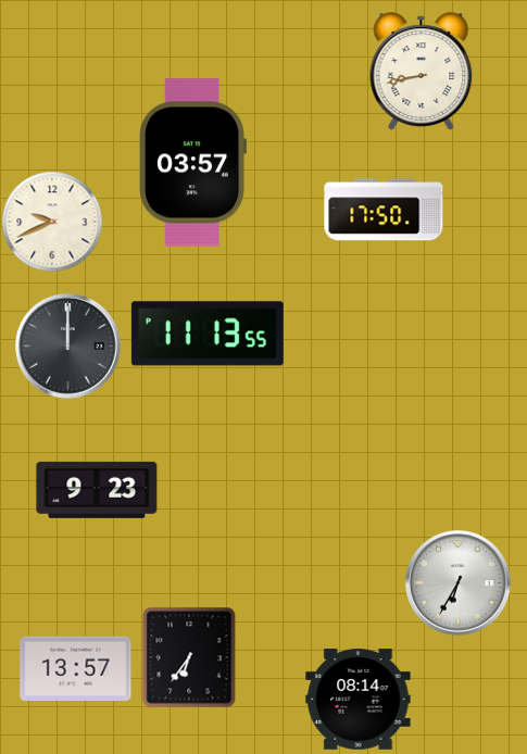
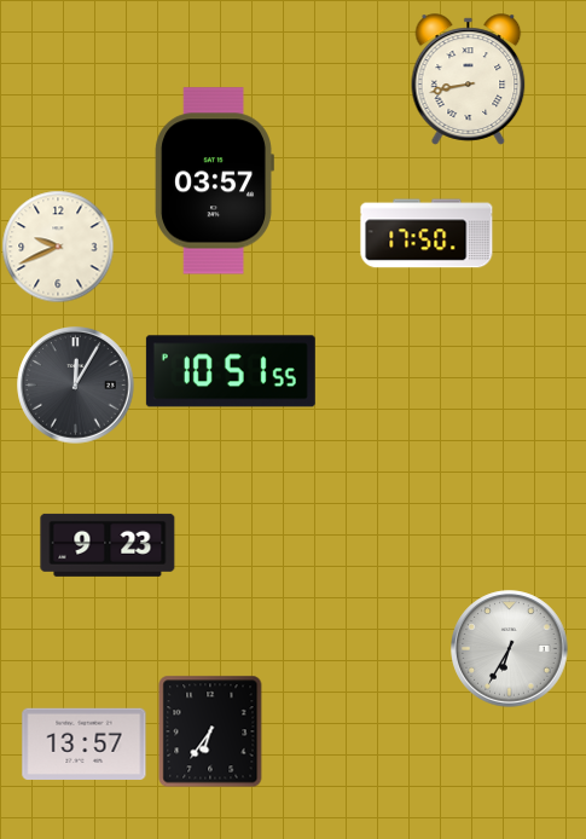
clock at (208, 334): 11:13 -> 10:51
clock at (68, 347): 12:00 -> 12:05
clock at (359, 700): 08:14 -> none
